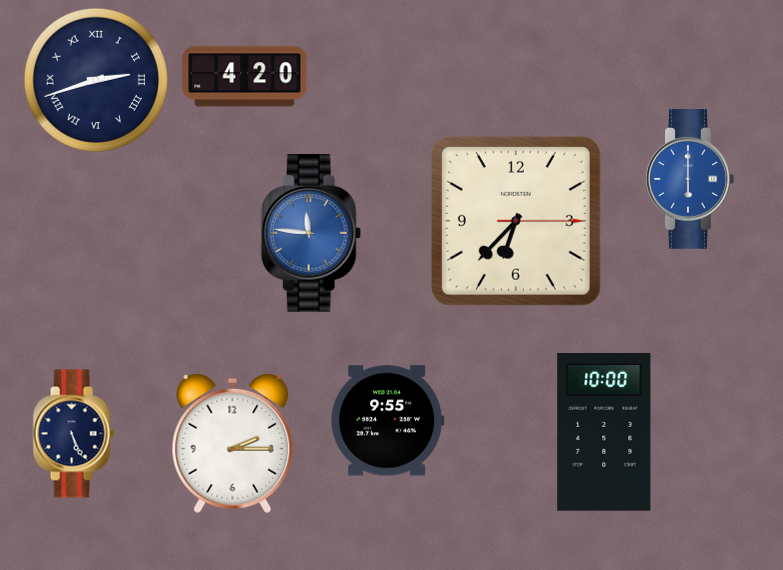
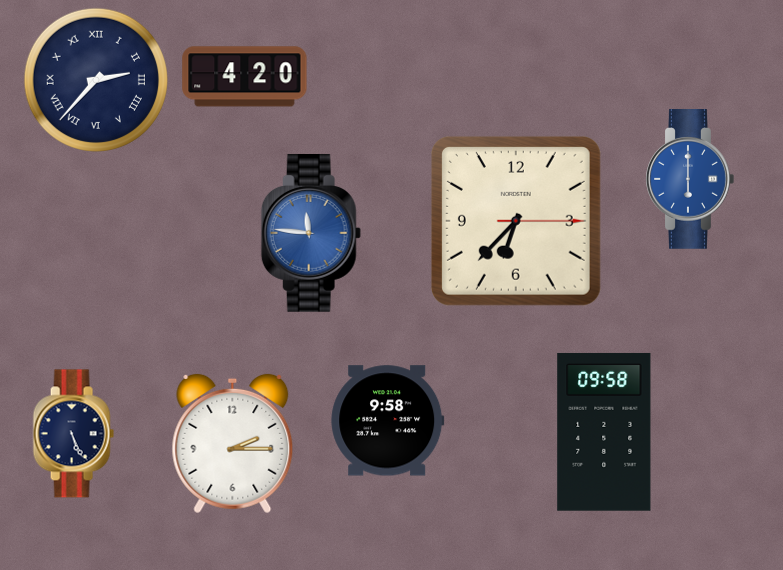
clock at (96, 80): 2:42 -> 2:37
clock at (388, 421): 9:55 -> 9:58
clock at (604, 432): 10:00 -> 09:58
